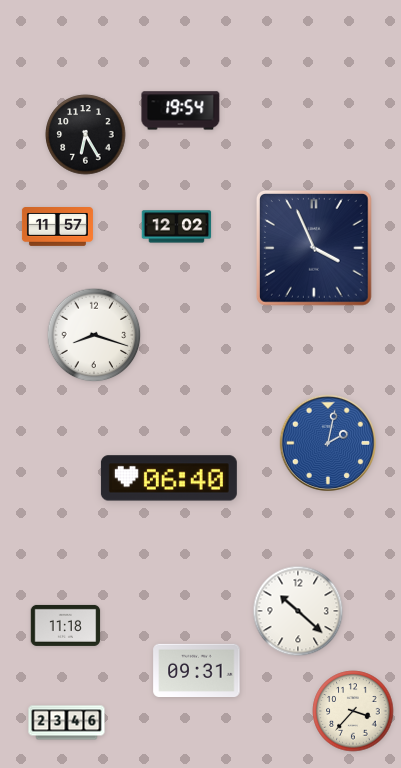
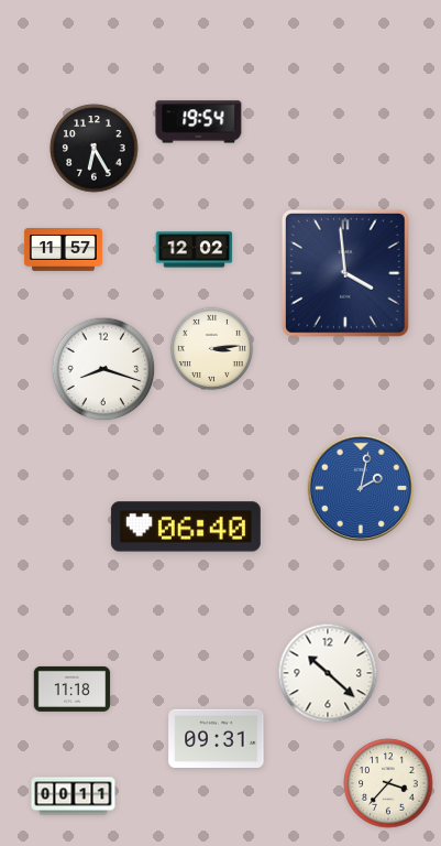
clock at (315, 249): 3:56 -> 3:59
clock at (211, 348): none -> 3:14
clock at (67, 723): 23:46 -> 00:11
